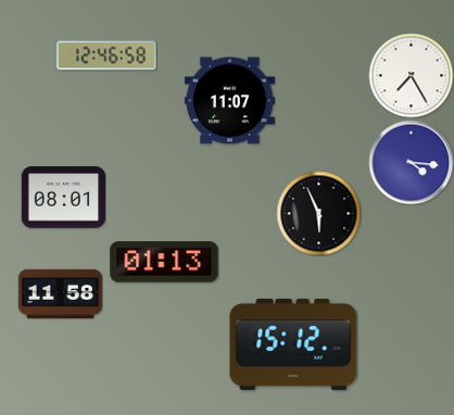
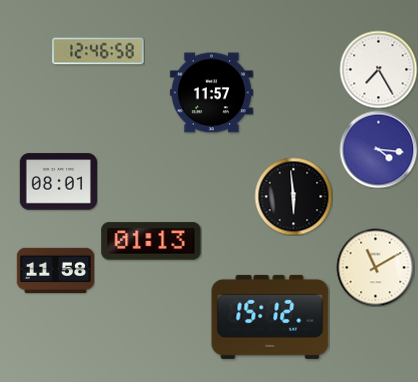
clock at (229, 101): 11:07 -> 11:57
clock at (318, 213): 5:56 -> 5:59
clock at (375, 267): none -> 11:10
